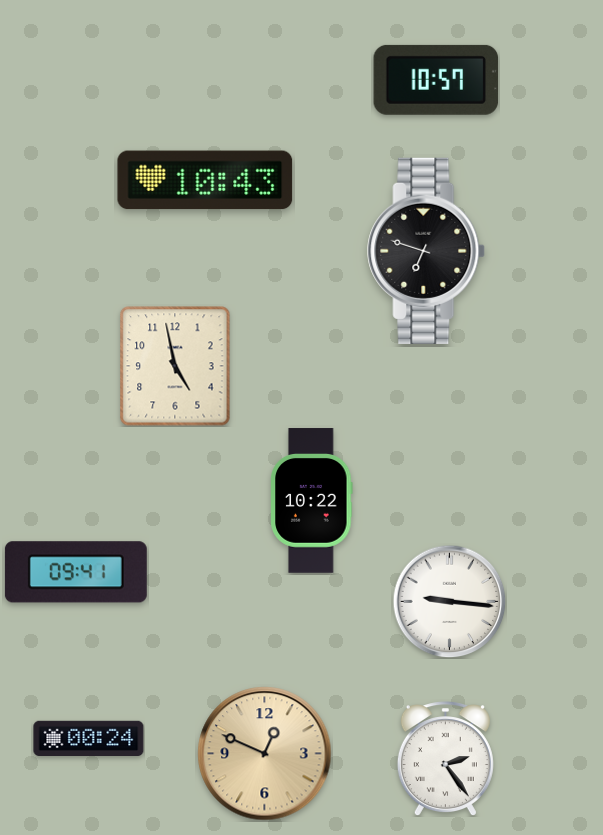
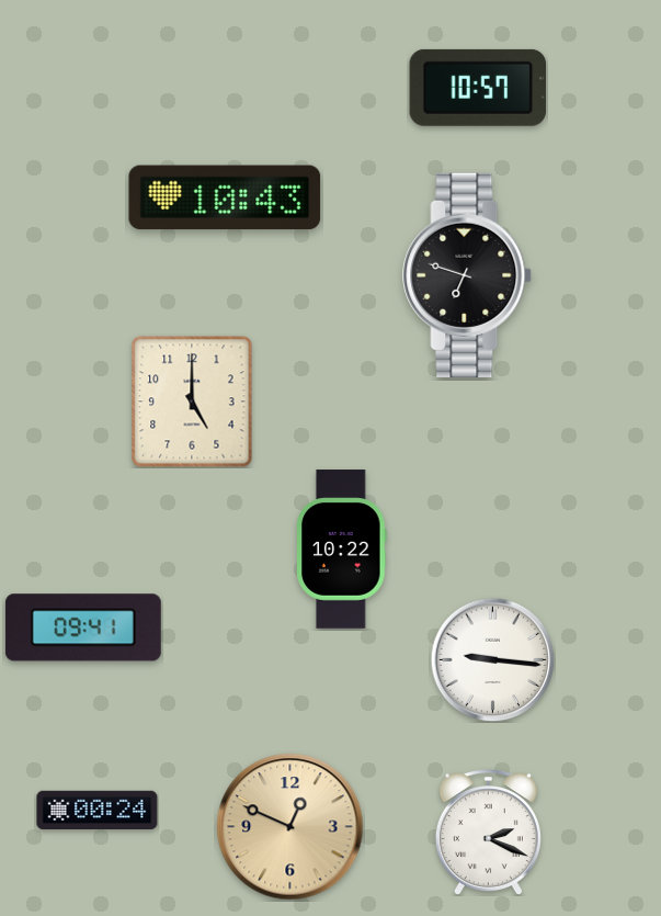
clock at (175, 366): 4:58 -> 5:00
clock at (445, 759): 2:24 -> 2:19
